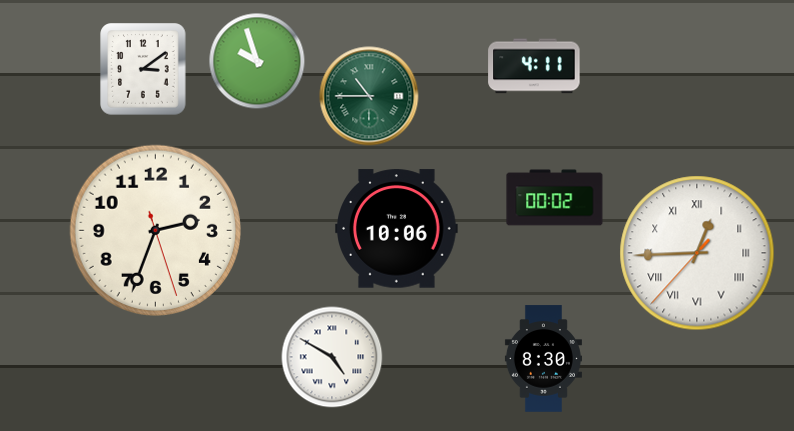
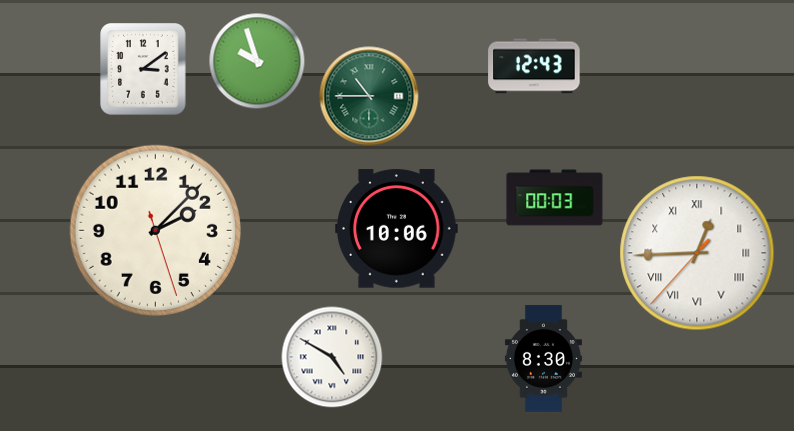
clock at (534, 66): 4:11 -> 12:43
clock at (555, 198): 00:02 -> 00:03
clock at (155, 230): 2:33 -> 2:07
